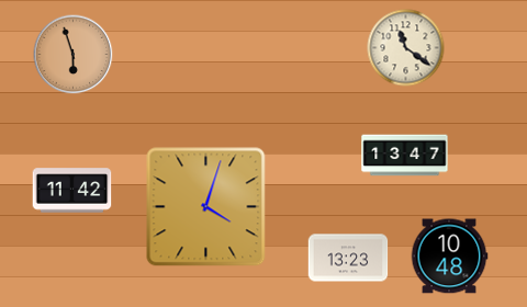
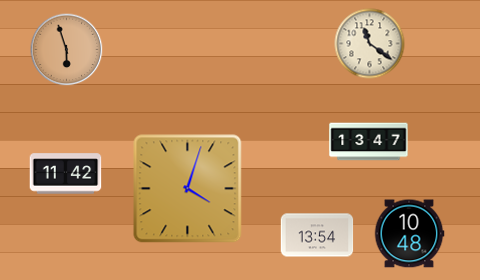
clock at (348, 258): 13:23 -> 13:54
